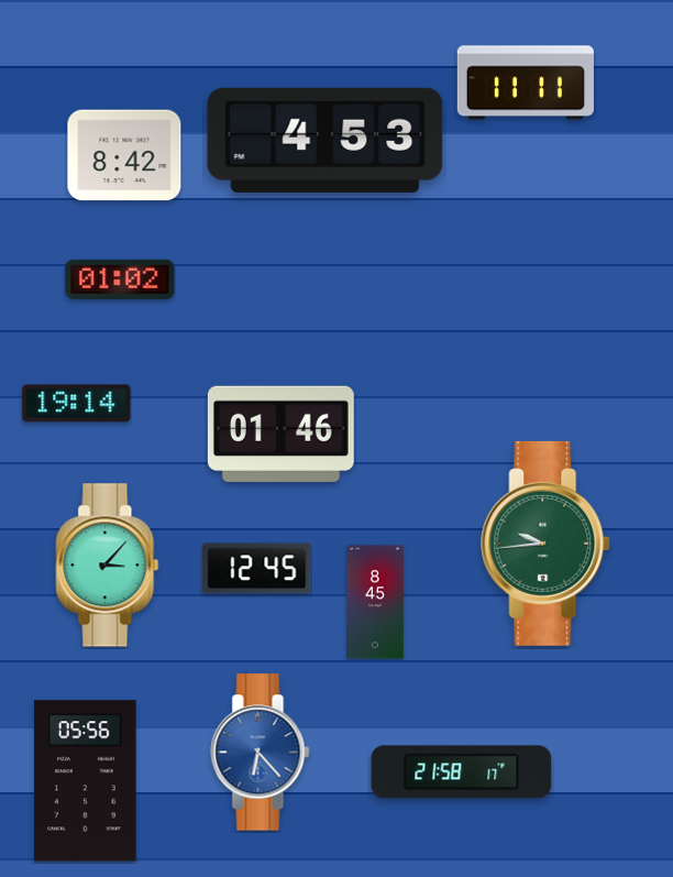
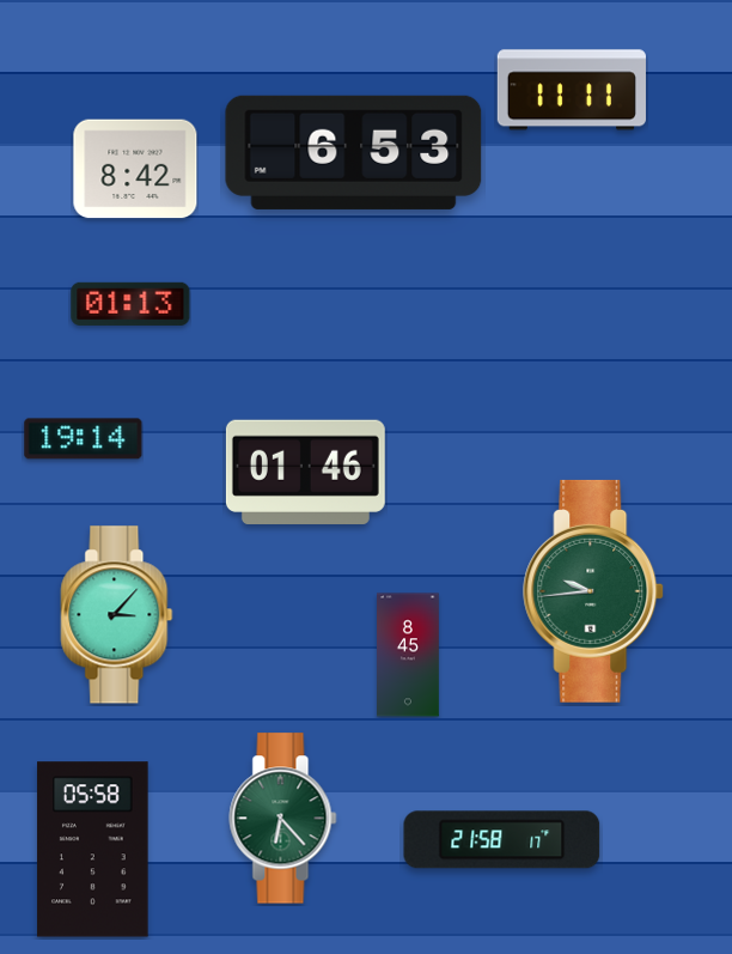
clock at (326, 140): 4:53 -> 6:53
clock at (120, 279): 01:02 -> 01:13
clock at (257, 569): 12:45 -> none
clock at (261, 753) dial: blue -> green
clock at (86, 781): 05:56 -> 05:58
